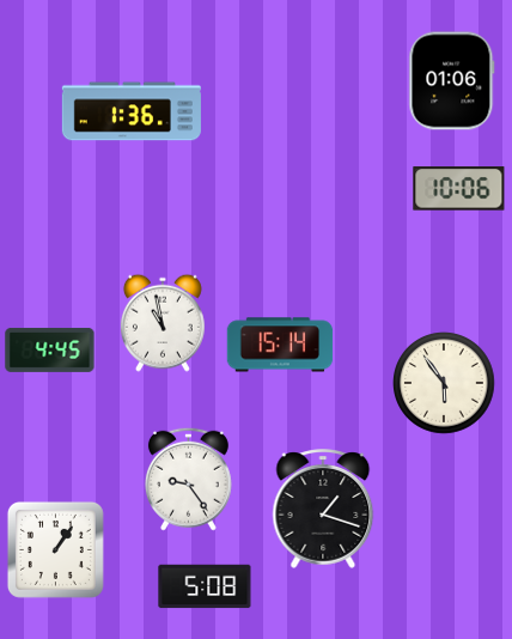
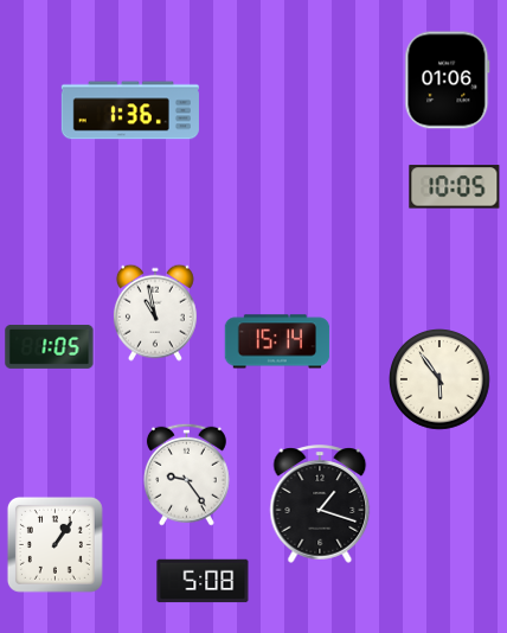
clock at (459, 189): 10:06 -> 10:05
clock at (163, 323) position: (163, 323) -> (155, 313)
clock at (50, 349): 4:45 -> 1:05
